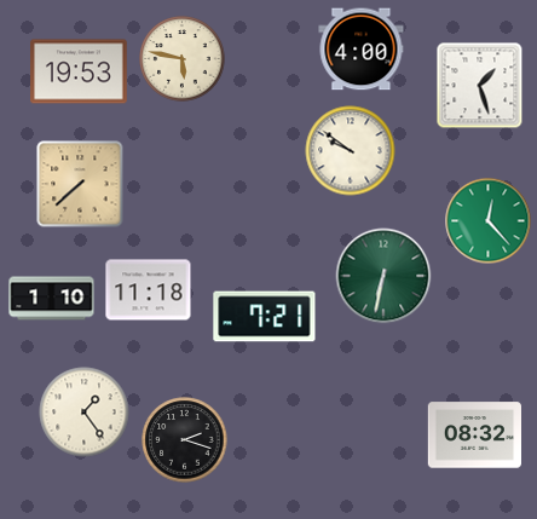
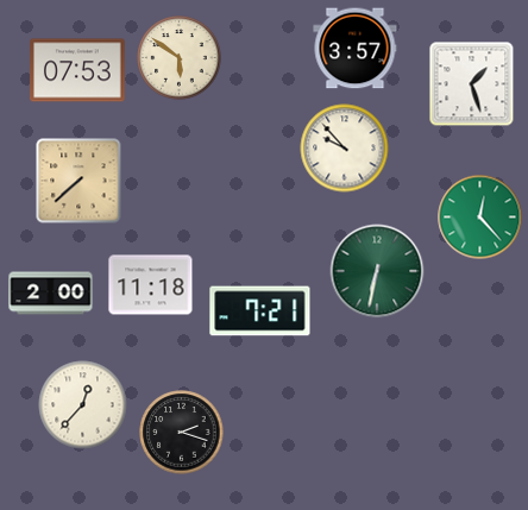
clock at (362, 50): 4:00 -> 3:57
clock at (183, 59): 5:47 -> 5:51
clock at (80, 71): 19:53 -> 07:53
clock at (351, 151): 9:51 -> 9:53
clock at (149, 290) position: (149, 290) -> (151, 285)
clock at (52, 299): 1:10 -> 2:00
clock at (85, 413): 1:24 -> 12:37
clock at (474, 436): 08:32 -> none
